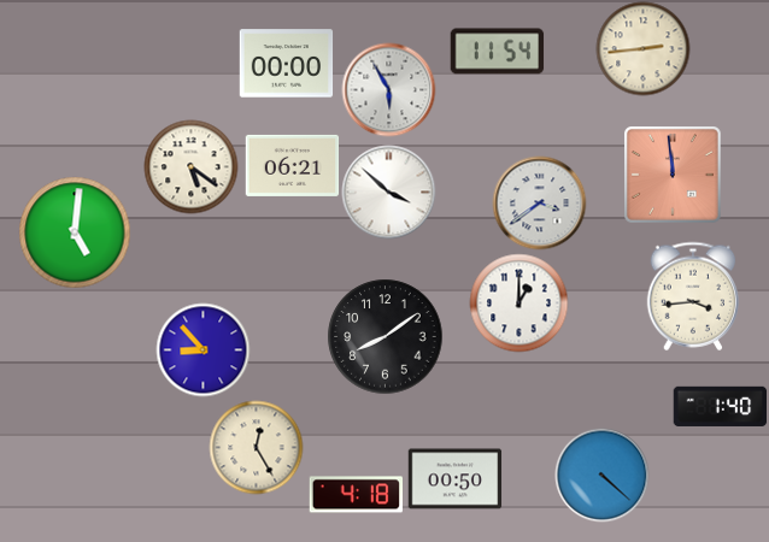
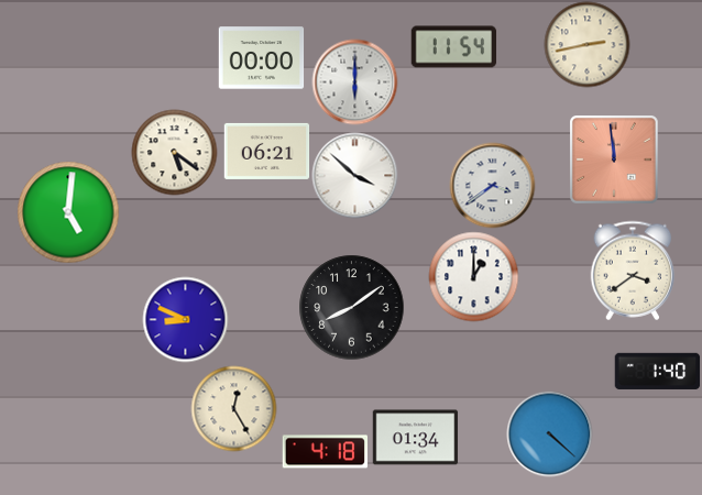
clock at (642, 48): 2:44 -> 2:43
clock at (388, 89): 5:55 -> 6:00
clock at (693, 296): 3:44 -> 3:39
clock at (202, 349): 8:53 -> 8:49
clock at (454, 479): 00:50 -> 01:34
